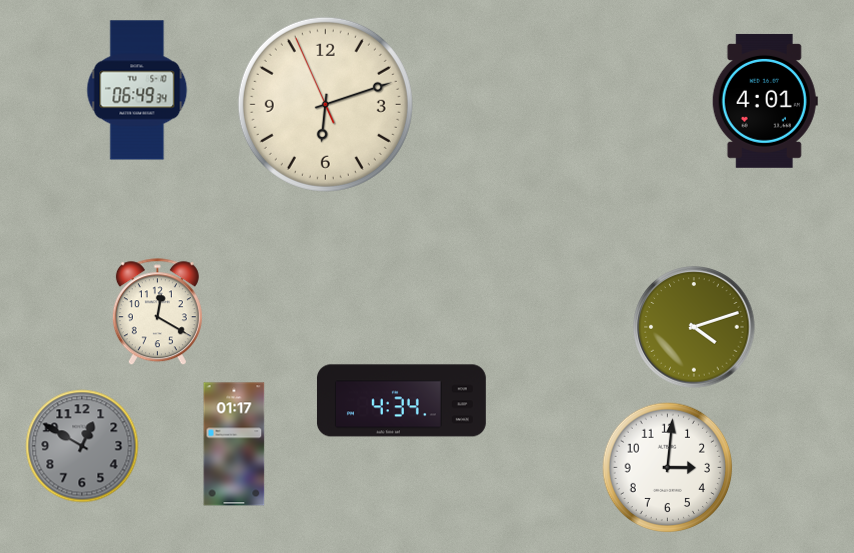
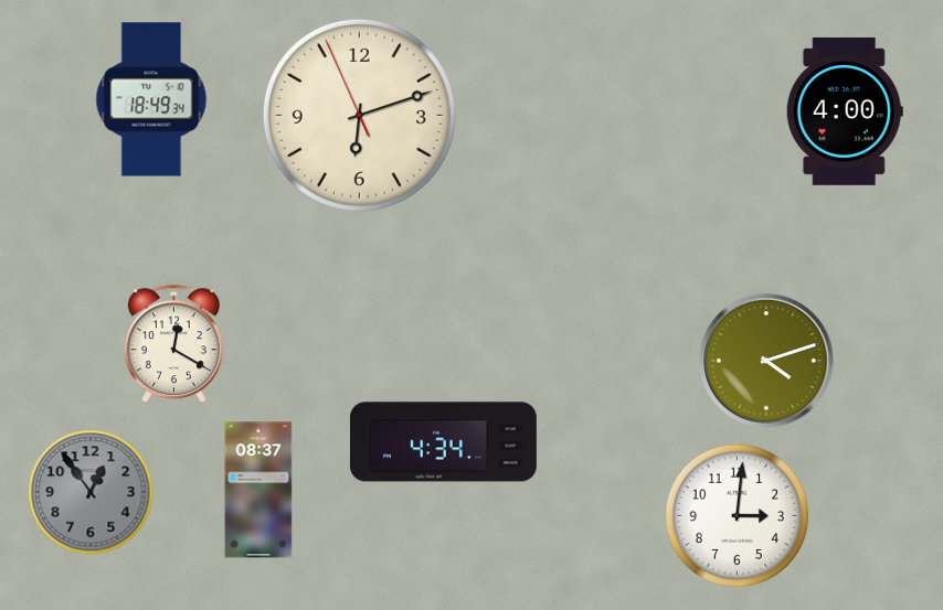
clock at (137, 90): 06:49 -> 18:49
clock at (765, 101): 4:01 -> 4:00
clock at (234, 444): 01:17 -> 08:37
clock at (82, 446): 12:50 -> 12:54
